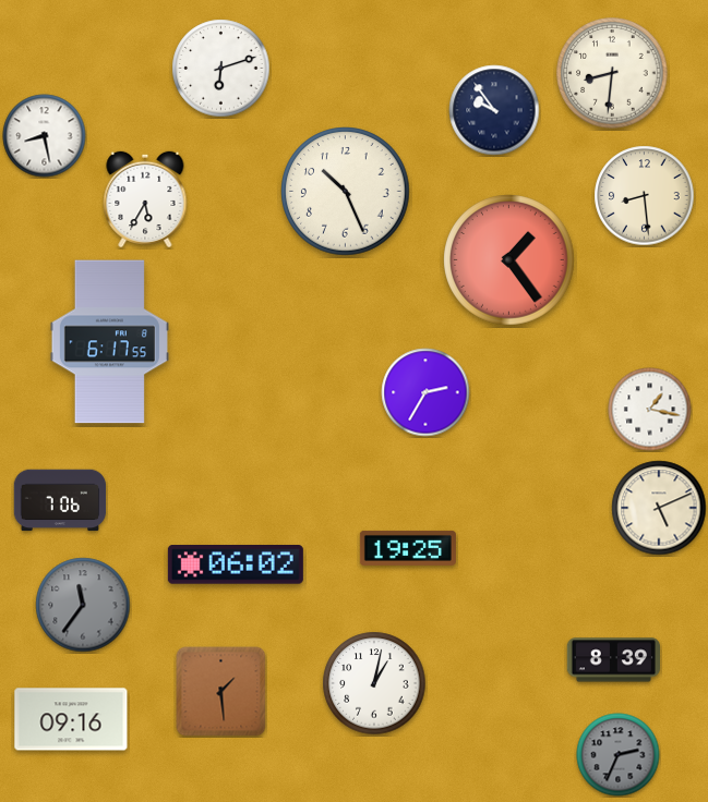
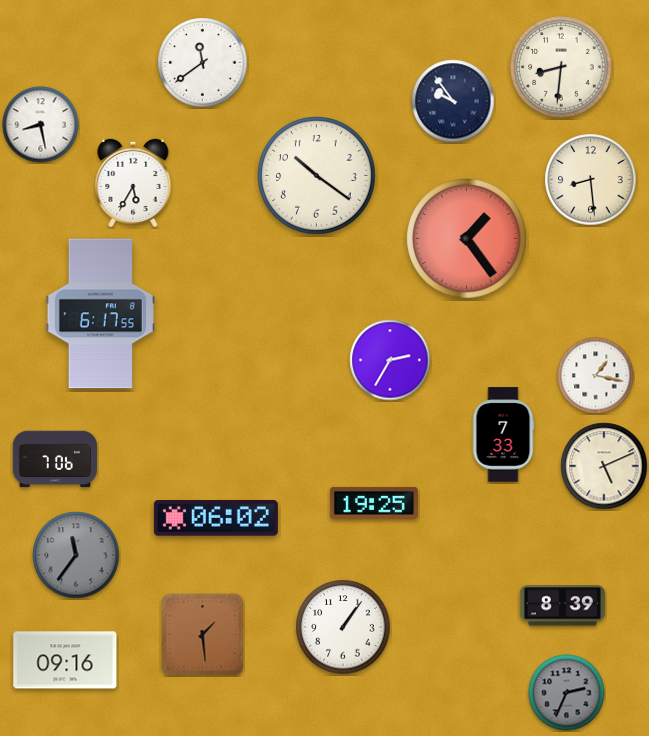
clock at (221, 69): 6:12 -> 11:39
clock at (346, 192): 10:26 -> 10:21
clock at (503, 435): none -> 7:33
clock at (374, 683): 1:02 -> 1:06
